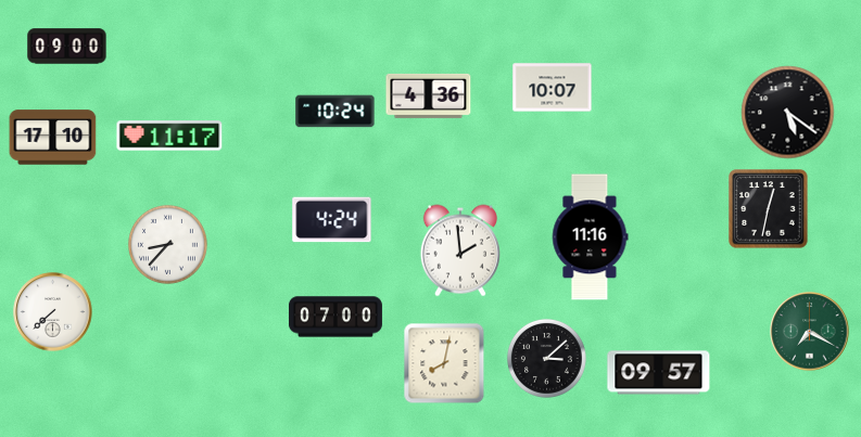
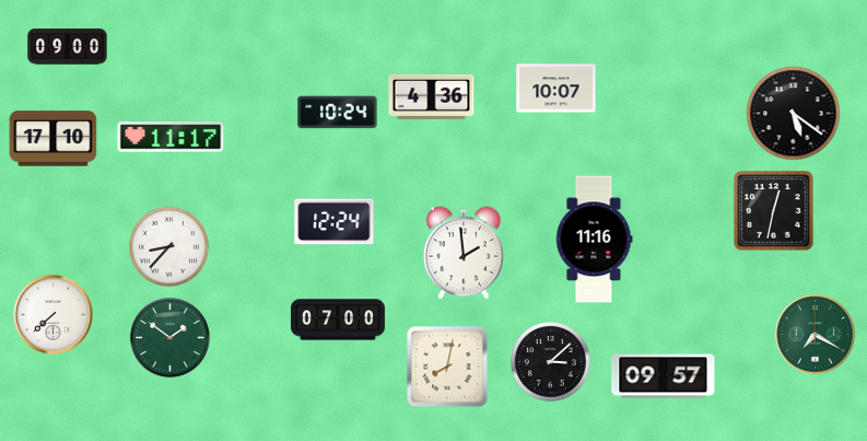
clock at (332, 220): 4:24 -> 12:24
clock at (169, 337): none -> 1:51
